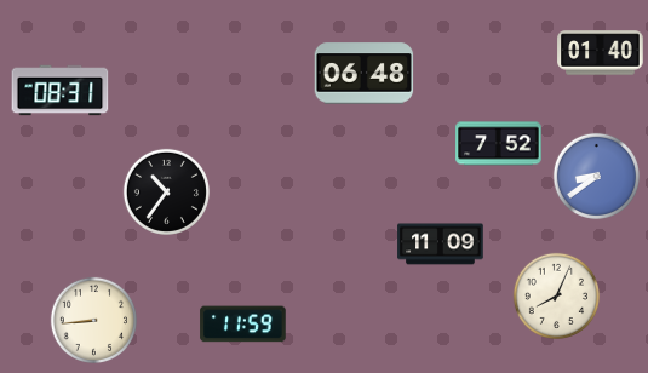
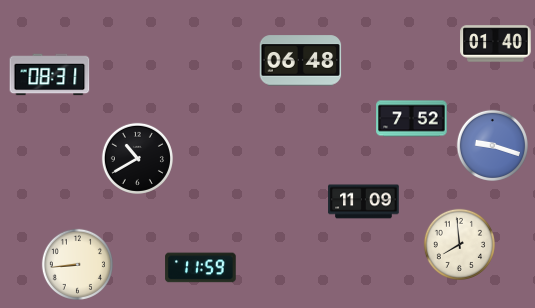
clock at (596, 176): 8:39 -> 9:18
clock at (166, 191): 10:36 -> 10:40
clock at (556, 295): 8:04 -> 7:59
